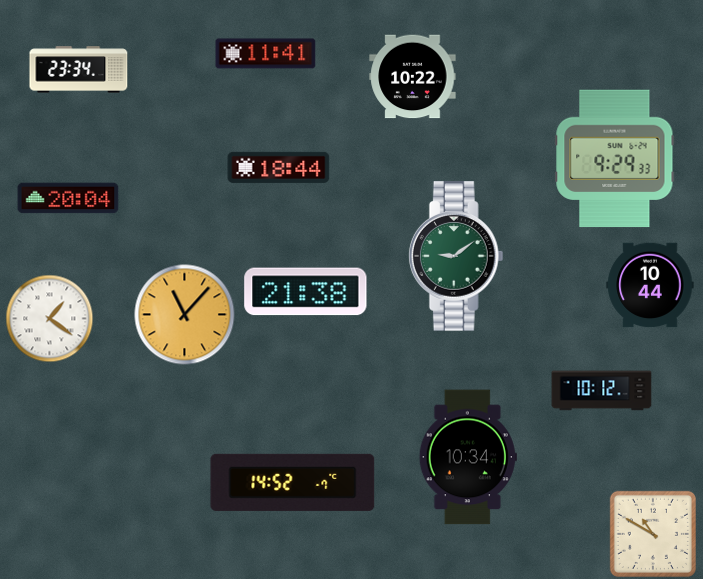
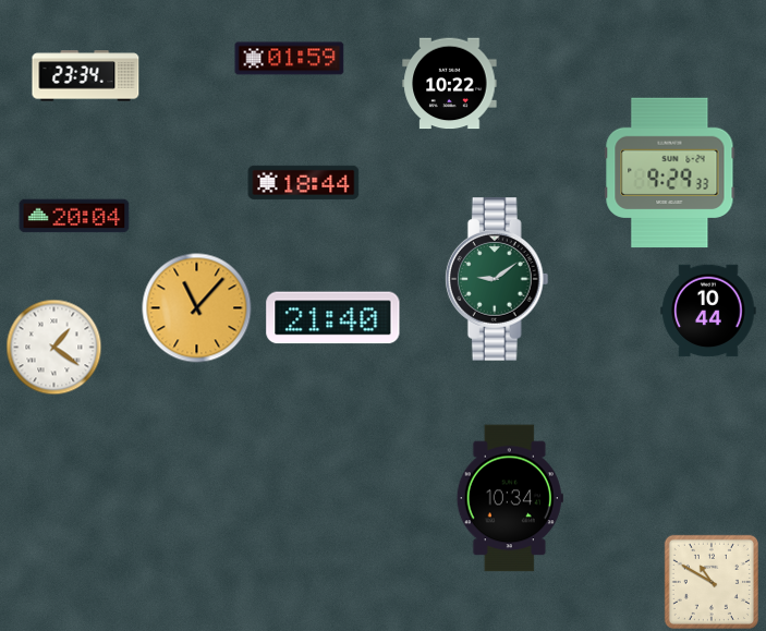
clock at (266, 54): 11:41 -> 01:59
clock at (306, 292): 21:38 -> 21:40
clock at (185, 315) position: (185, 315) -> (197, 308)
clock at (602, 391): 10:12 -> none
clock at (293, 482): 14:52 -> none
